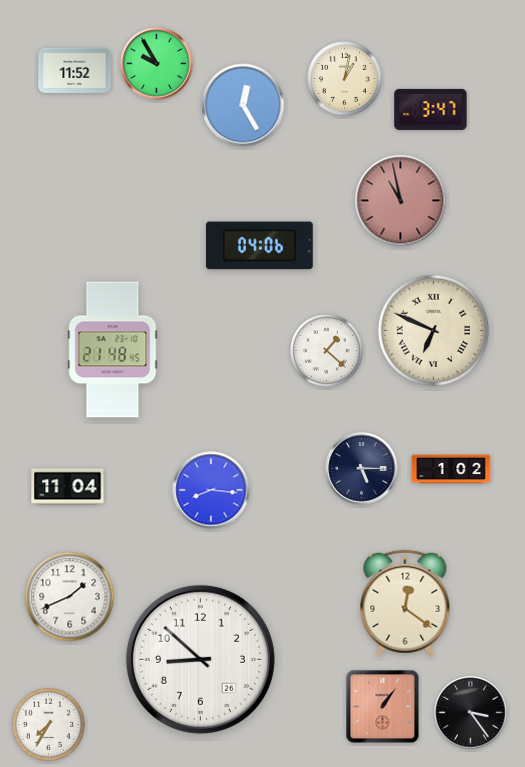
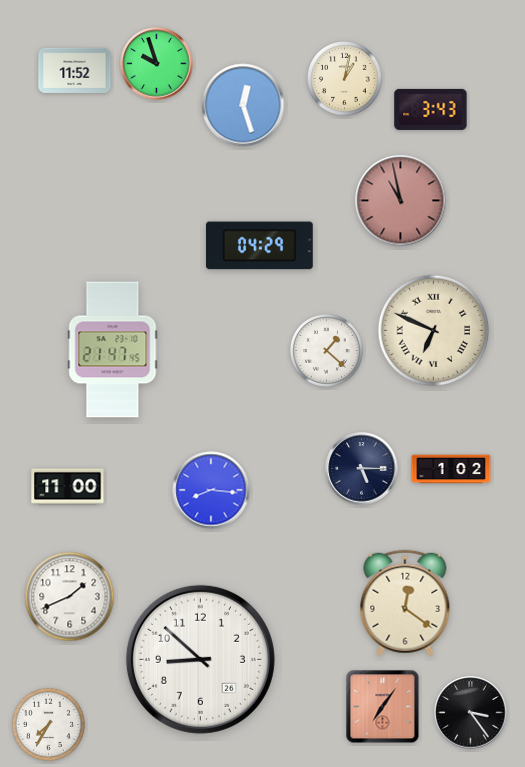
clock at (157, 64): 9:55 -> 9:57
clock at (243, 105): 12:25 -> 12:27
clock at (431, 109): 3:47 -> 3:43
clock at (259, 246): 04:06 -> 04:29
clock at (113, 350): 21:48 -> 21:47
clock at (68, 487): 11:04 -> 11:00
clock at (383, 707): 1:06 -> 7:06
